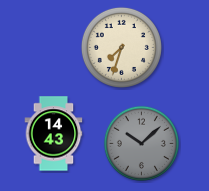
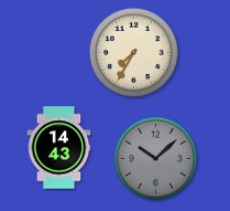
clock at (121, 47): 7:33 -> 7:35
